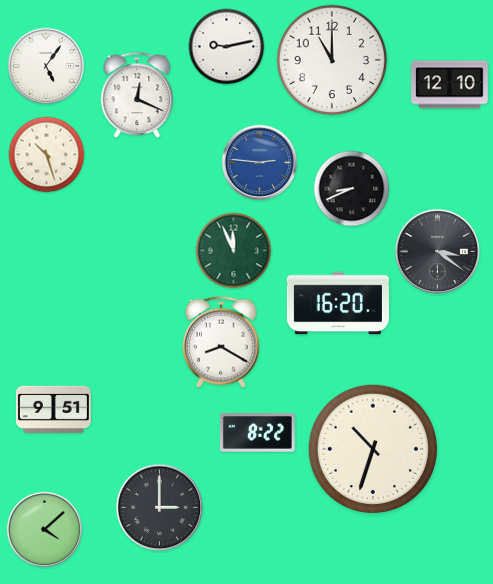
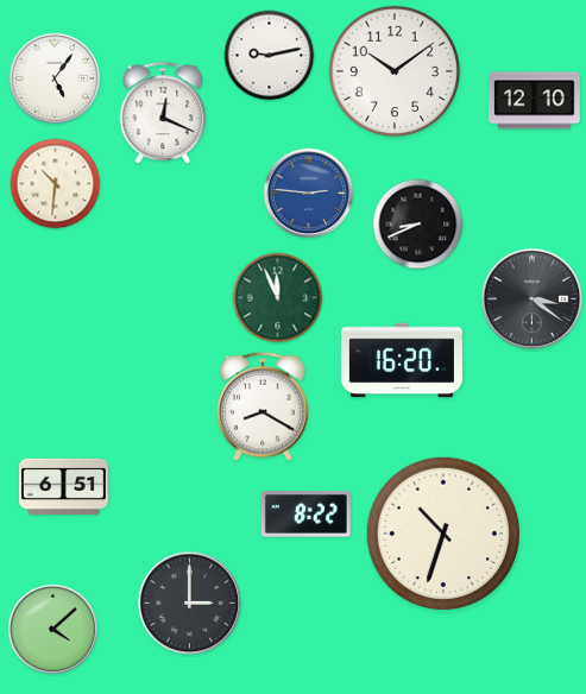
clock at (332, 60): 11:00 -> 10:09
clock at (47, 155): 10:27 -> 10:31
clock at (438, 252) position: (438, 252) -> (533, 299)
clock at (53, 409): 9:51 -> 6:51
